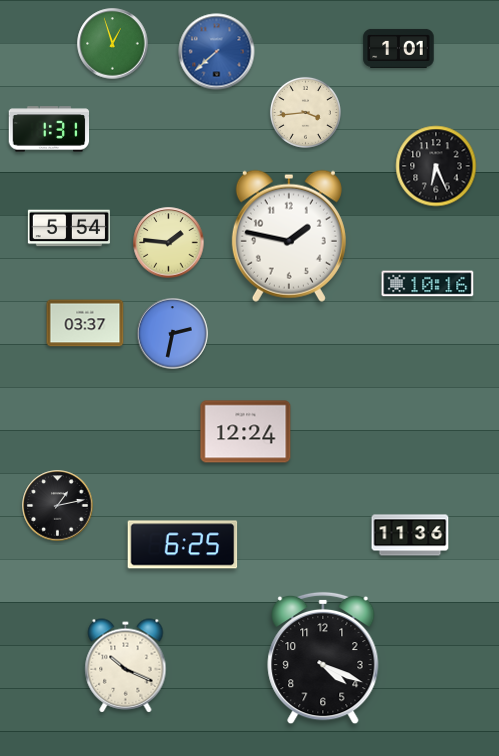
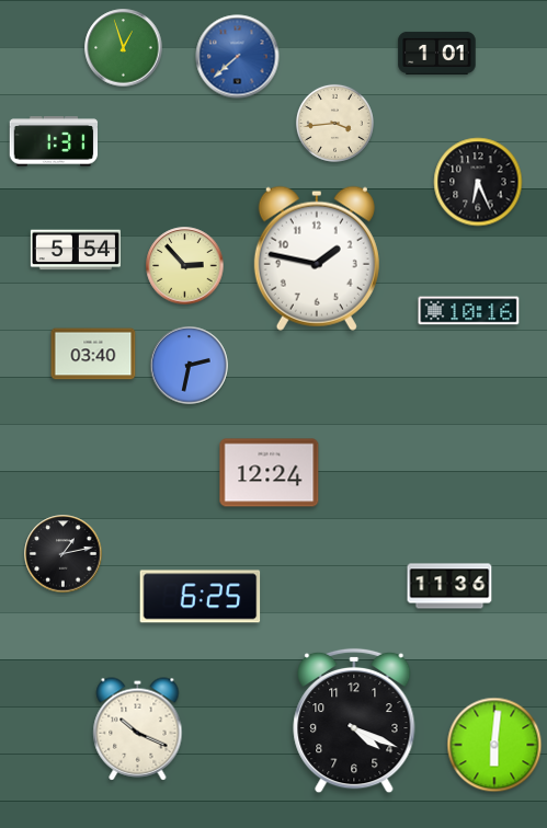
clock at (169, 243): 1:46 -> 2:53
clock at (85, 323): 03:37 -> 03:40
clock at (494, 745): none -> 6:01
